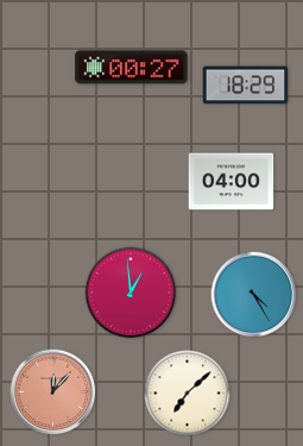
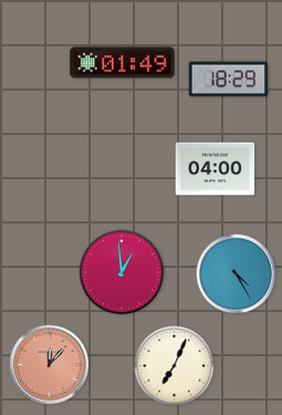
clock at (132, 68): 00:27 -> 01:49
clock at (188, 394): 7:08 -> 7:04
